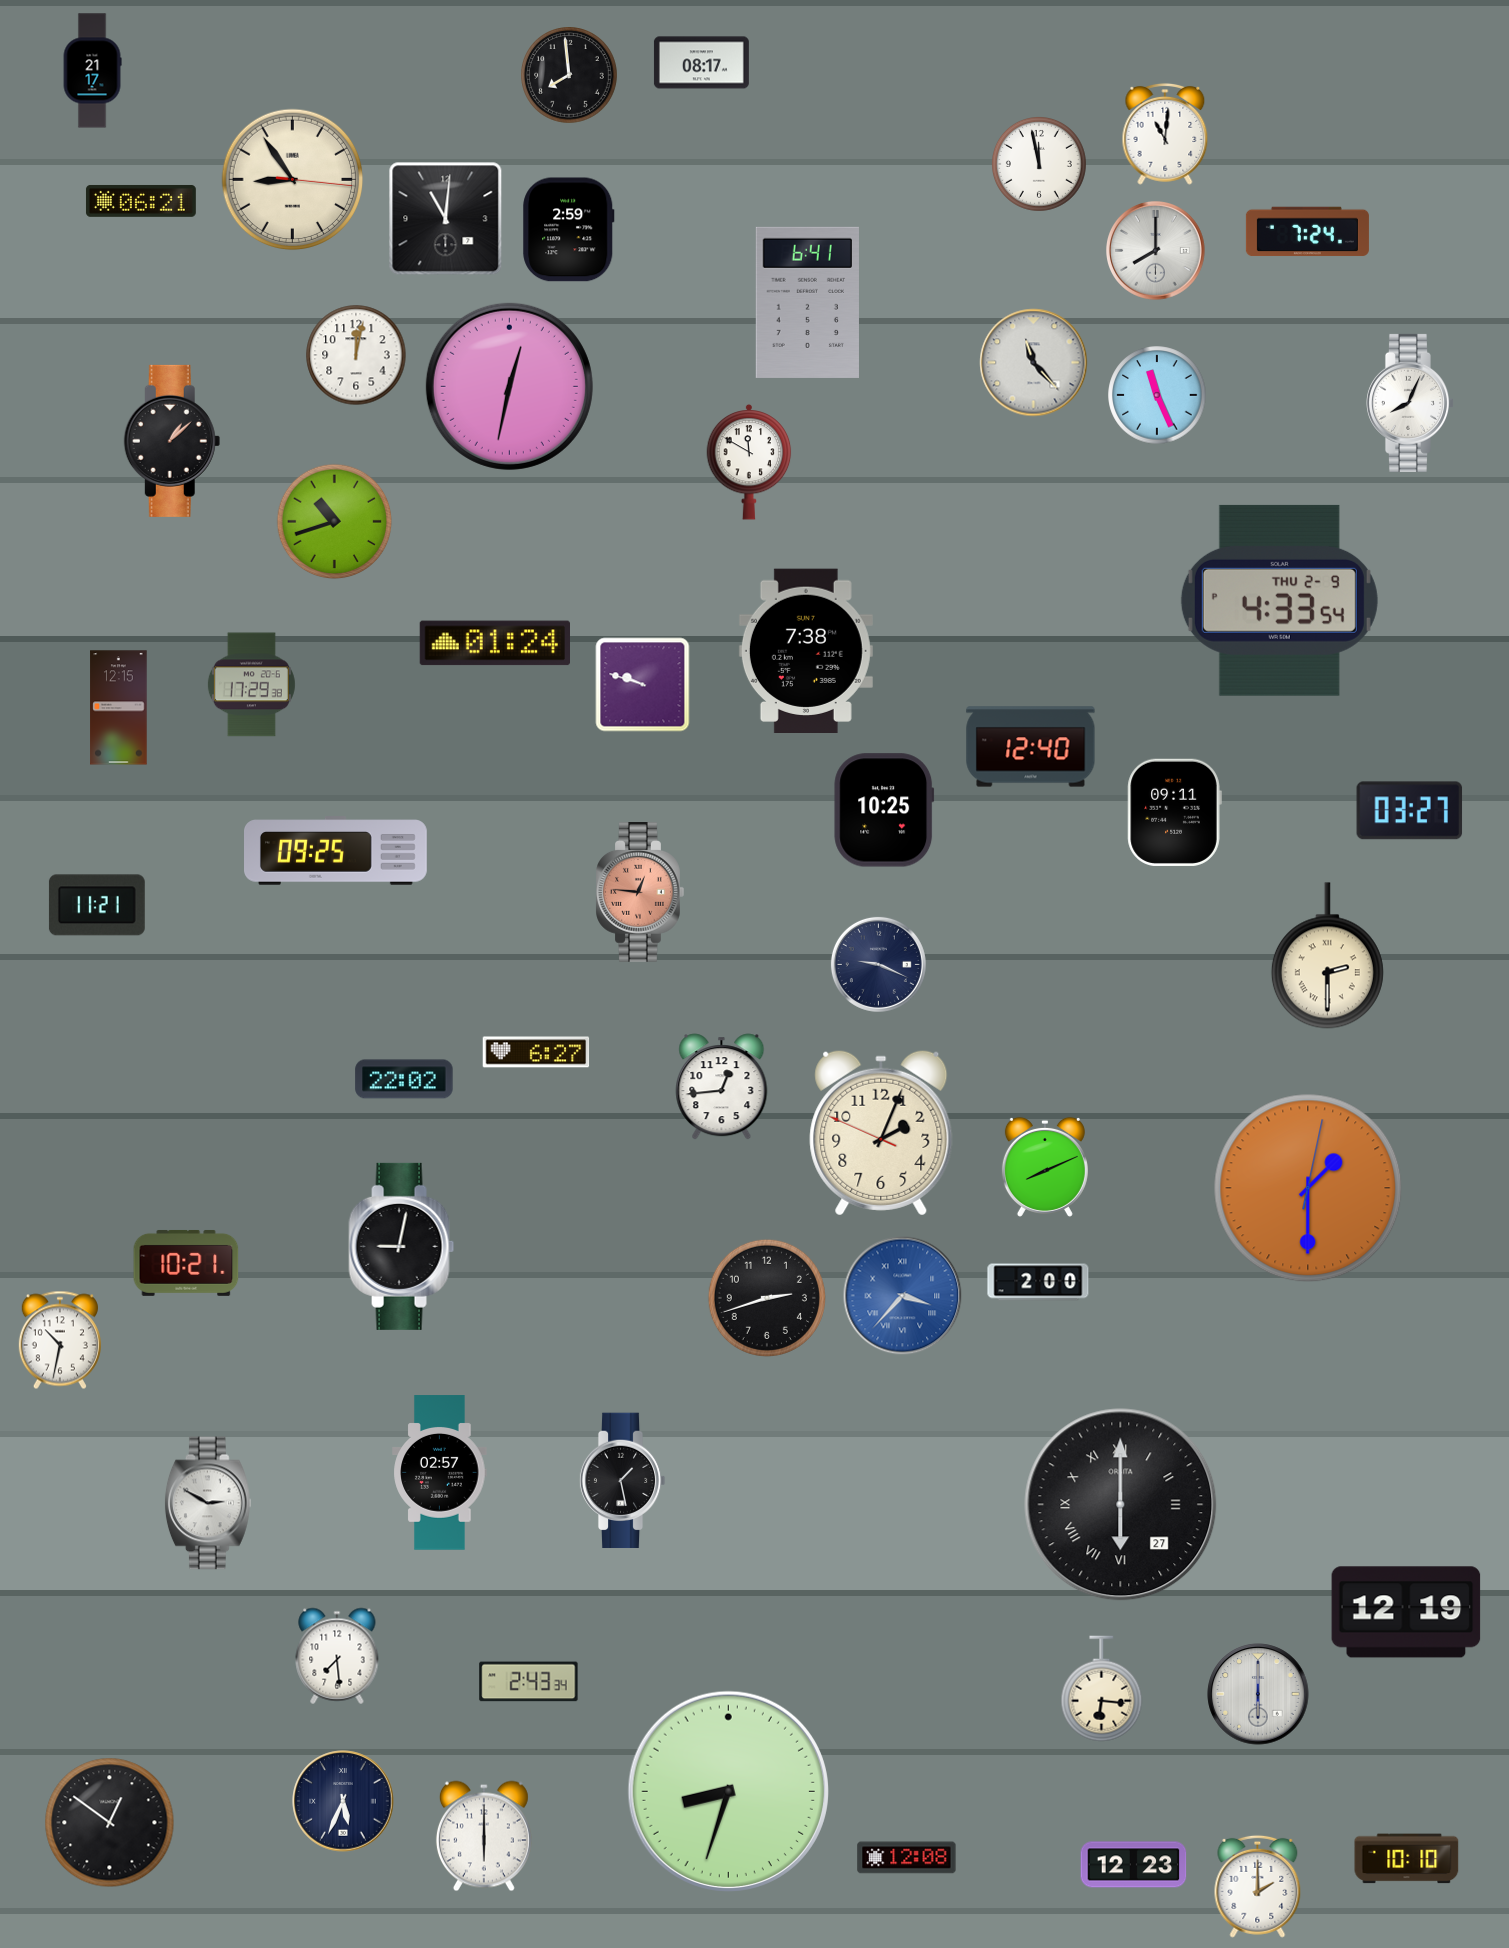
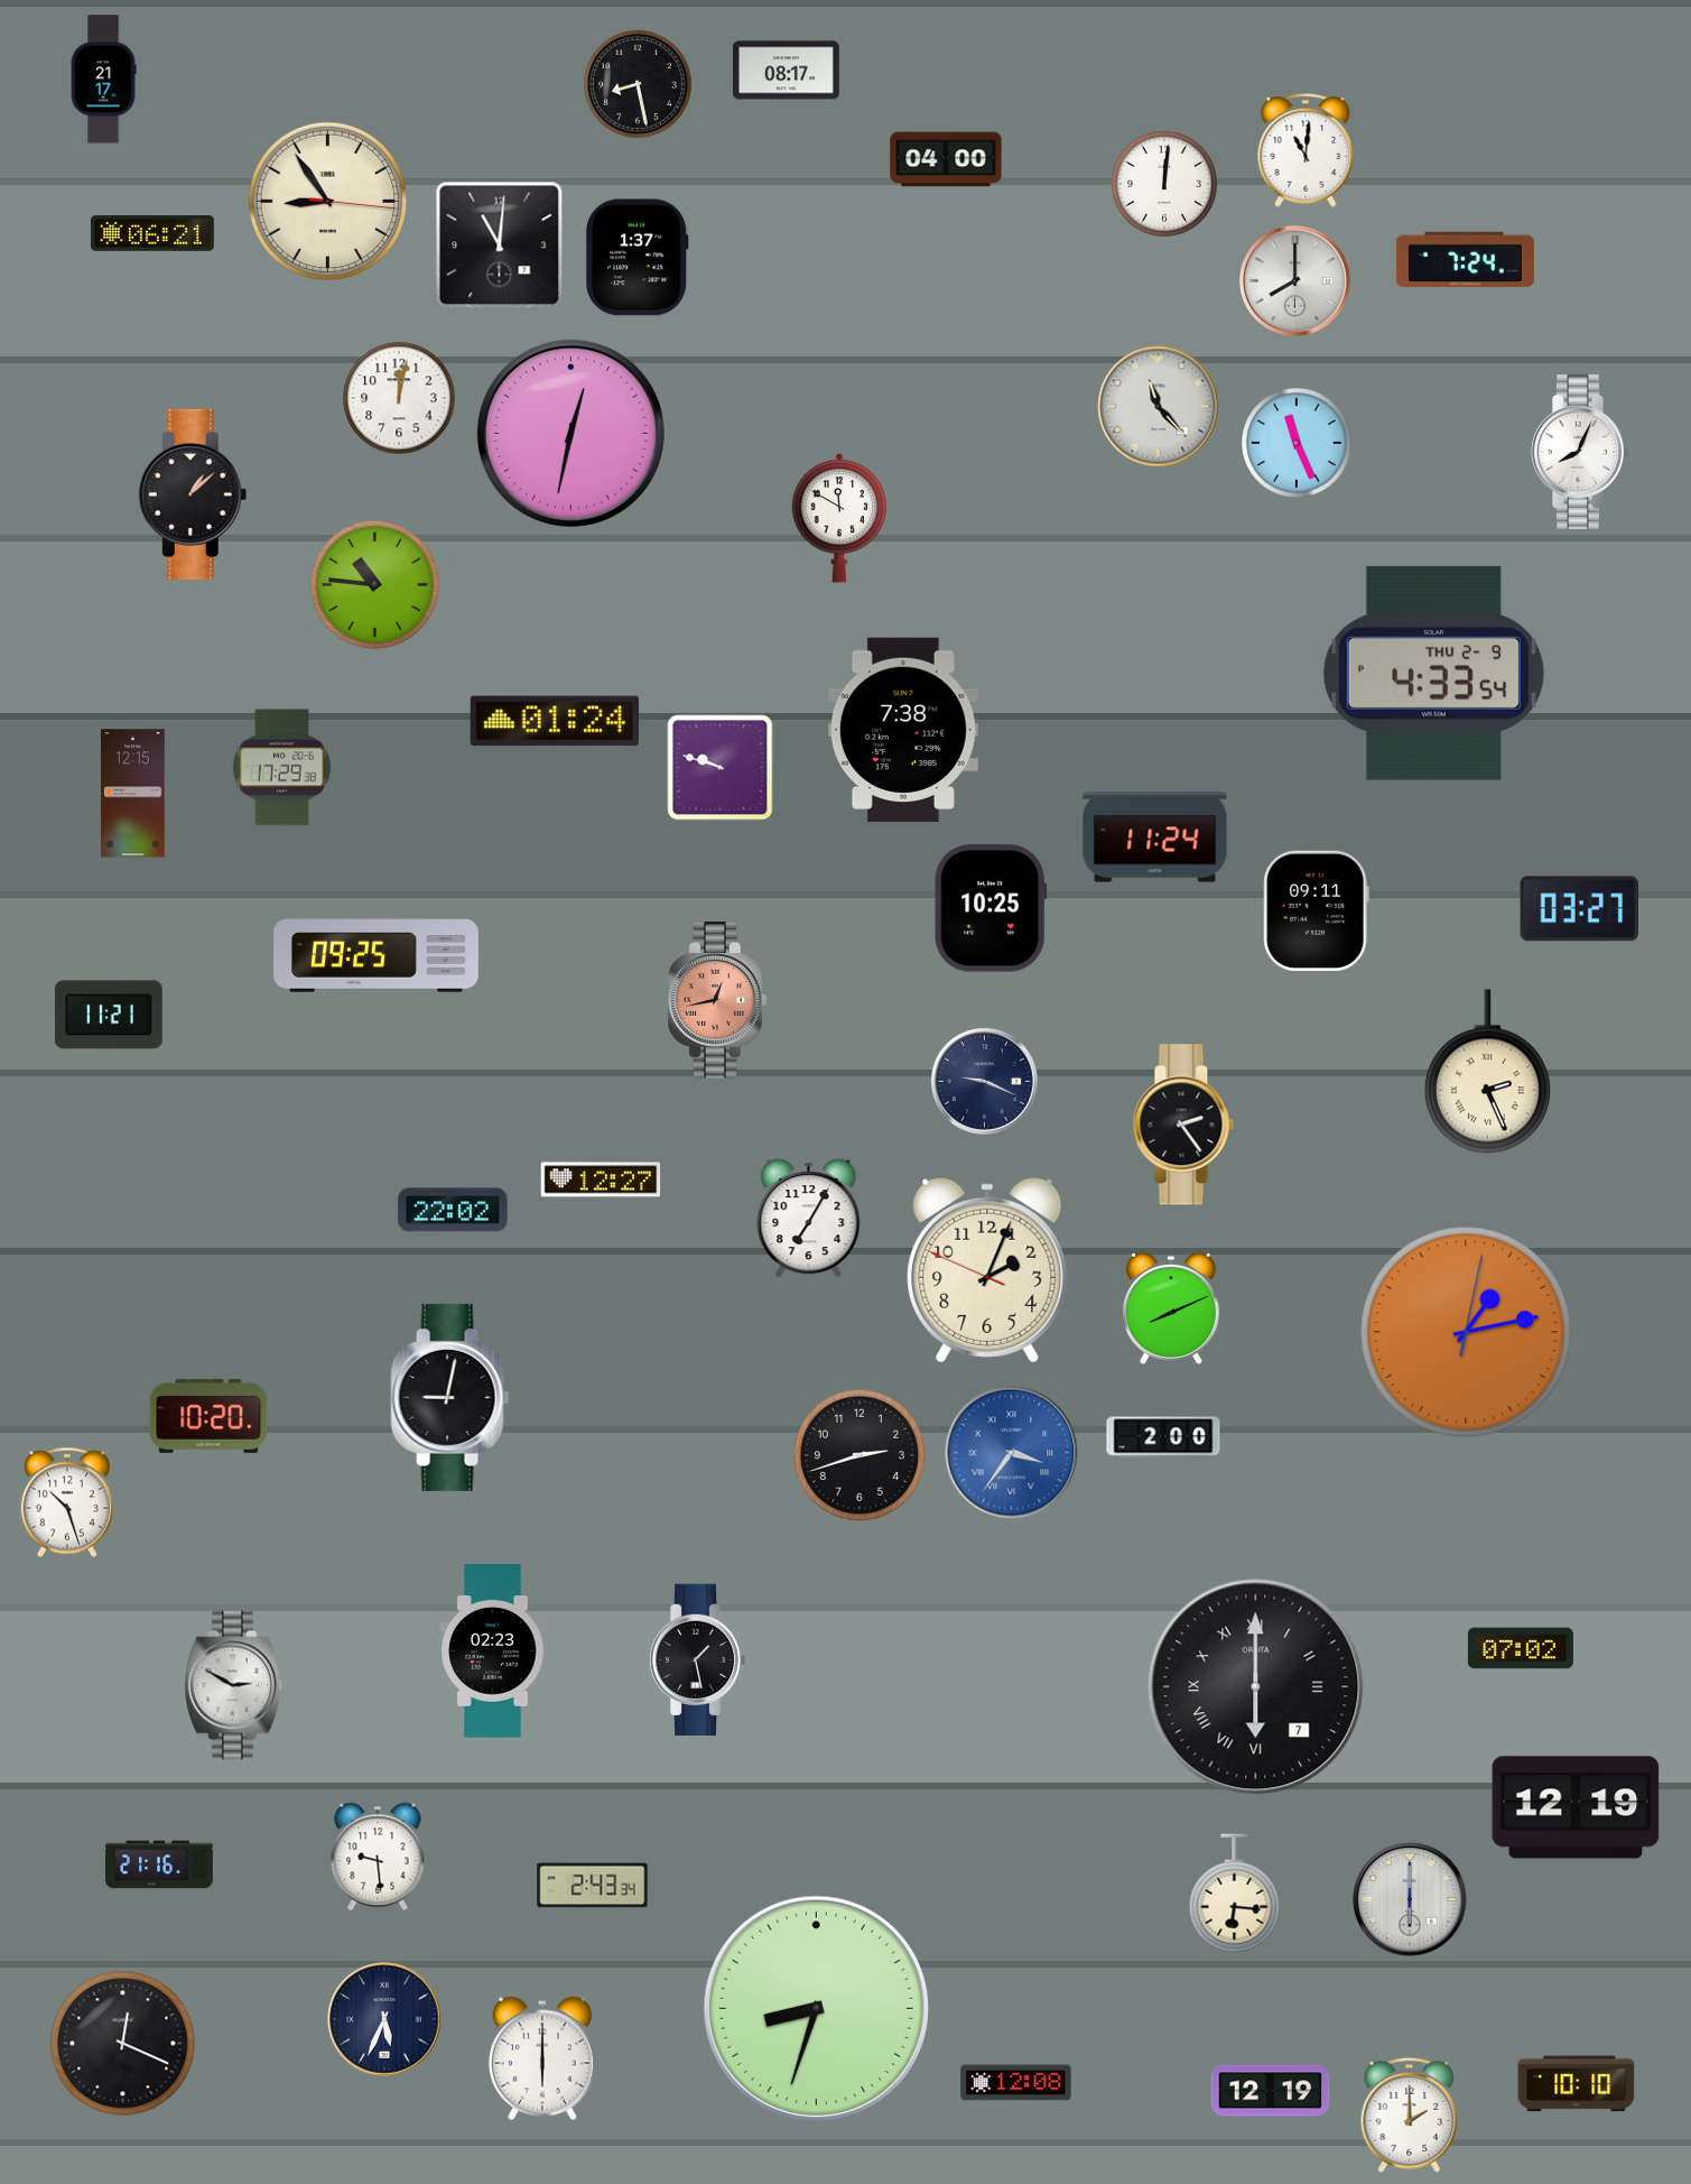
clock at (569, 75): 7:59 -> 8:28
clock at (946, 159): none -> 04:00
clock at (1039, 164): 11:58 -> 12:01
clock at (141, 201) position: (141, 201) -> (152, 233)
clock at (569, 230): 2:59 -> 1:37
clock at (807, 302): 6:41 -> none
clock at (335, 522): 10:42 -> 10:46
clock at (1031, 747): 12:40 -> 11:24
clock at (640, 893): 12:46 -> 12:43
clock at (1327, 956): 2:30 -> 2:26
clock at (1183, 1125): none -> 2:24
clock at (536, 1052): 6:27 -> 12:27
clock at (722, 1087): 12:44 -> 7:05
clock at (1308, 1188): 1:30 -> 1:13
clock at (186, 1263): 10:21 -> 10:20
clock at (903, 1296): 3:37 -> 3:36
clock at (60, 1340): 10:32 -> 10:27
clock at (1521, 1648): none -> 07:02
clock at (440, 1473): 02:57 -> 02:23
clock at (1121, 1505) date: 27 -> 7
clock at (337, 1656): 7:29 -> 9:29
clock at (159, 1864): none -> 21:16
clock at (110, 1823): 12:51 -> 12:19
clock at (1134, 1865): 12:23 -> 12:19
